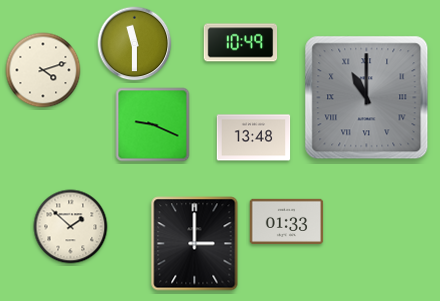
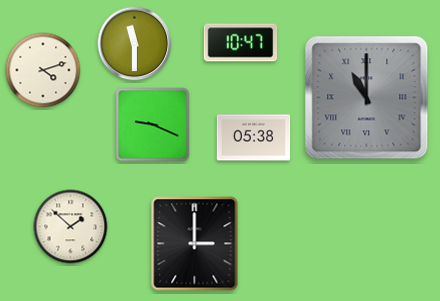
clock at (241, 43): 10:49 -> 10:47
clock at (254, 138): 13:48 -> 05:38
clock at (287, 221): 01:33 -> none
